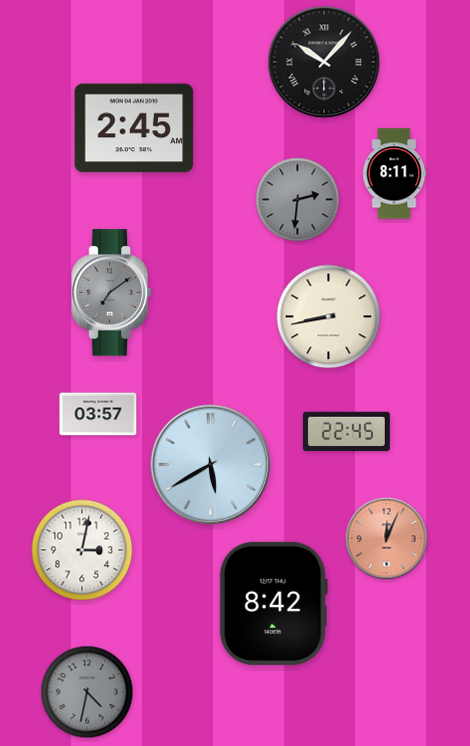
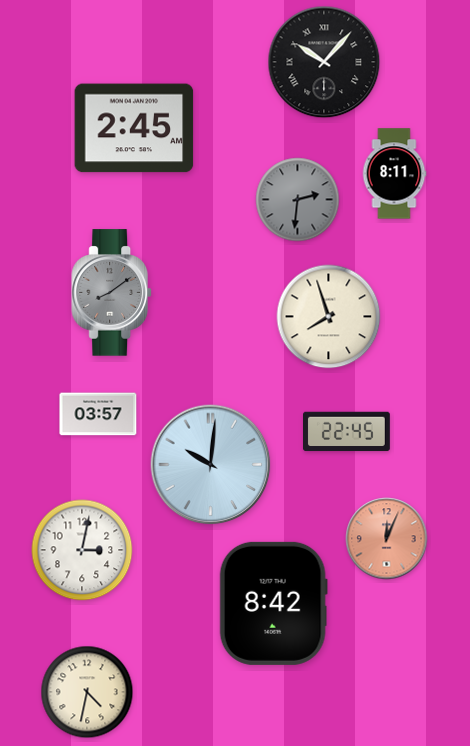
clock at (111, 293): 7:09 -> 8:09
clock at (329, 317): 8:43 -> 7:57
clock at (211, 465): 5:40 -> 10:01
clock at (87, 692) dial: grey -> cream
